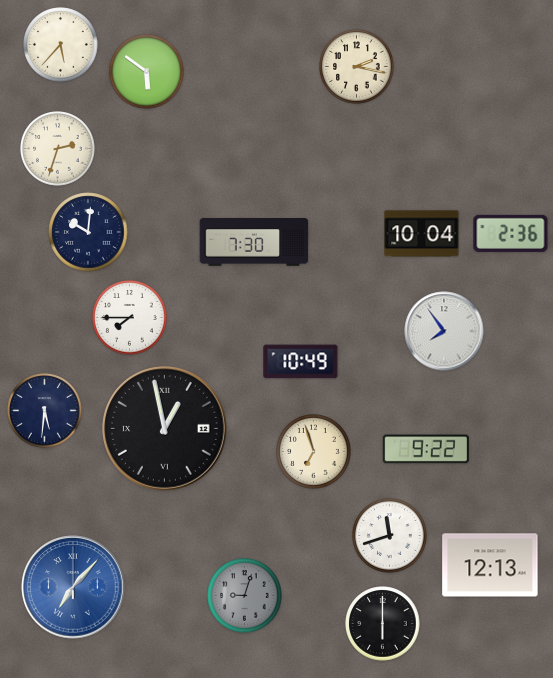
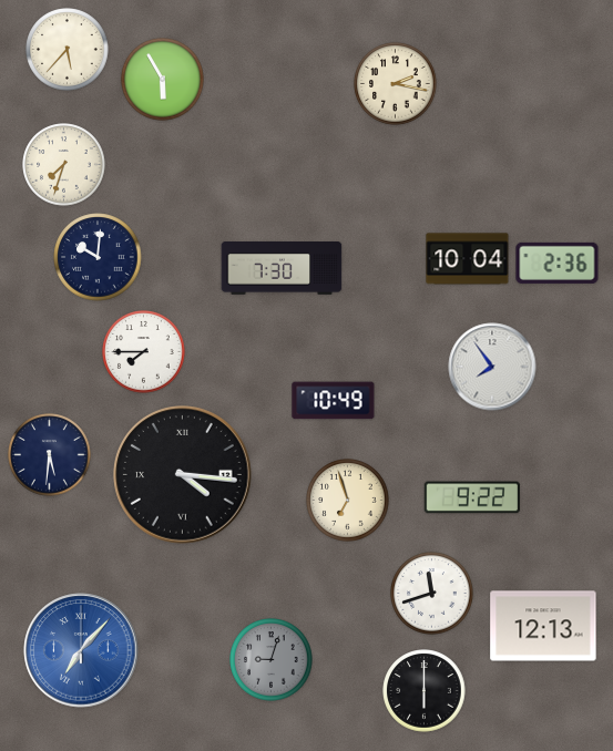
clock at (357, 67) position: (357, 67) -> (396, 84)
clock at (147, 72): 5:51 -> 5:55
clock at (58, 149): 2:33 -> 7:33
clock at (511, 233) position: (511, 233) -> (558, 263)
clock at (165, 429): 12:58 -> 4:16
